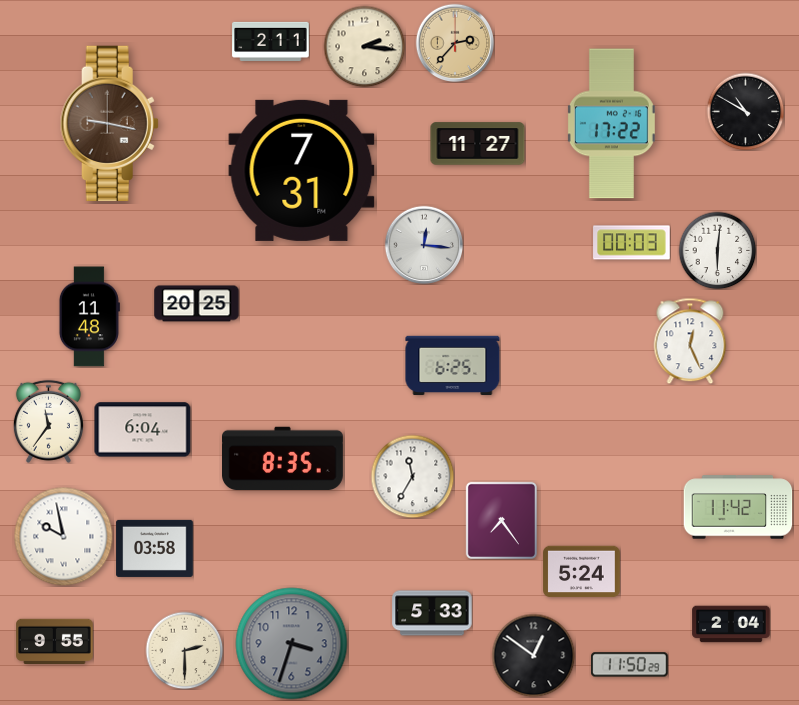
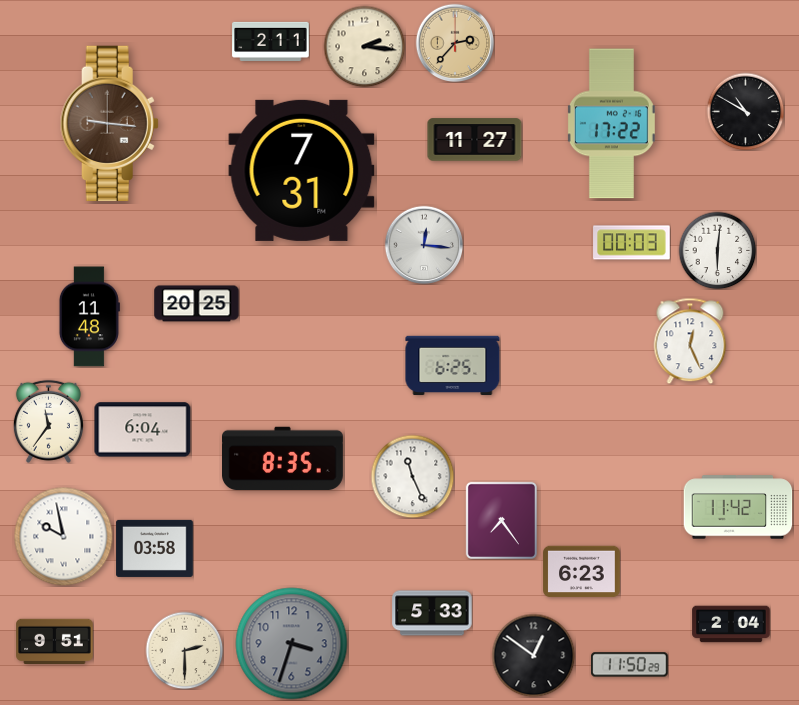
clock at (109, 124): 9:17 -> 9:16
clock at (478, 144) position: (478, 144) -> (475, 140)
clock at (412, 476): 11:35 -> 11:26
clock at (582, 572): 5:24 -> 6:23
clock at (55, 641): 9:55 -> 9:51
